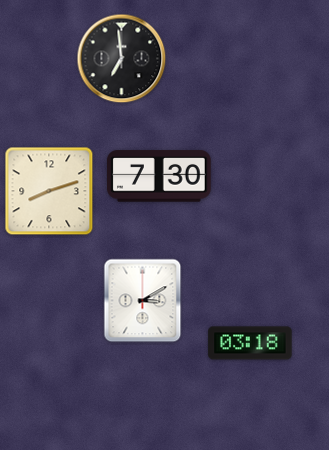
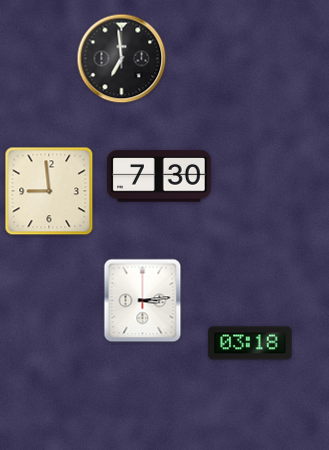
clock at (49, 191): 8:12 -> 8:59
clock at (143, 301): 3:10 -> 3:14
